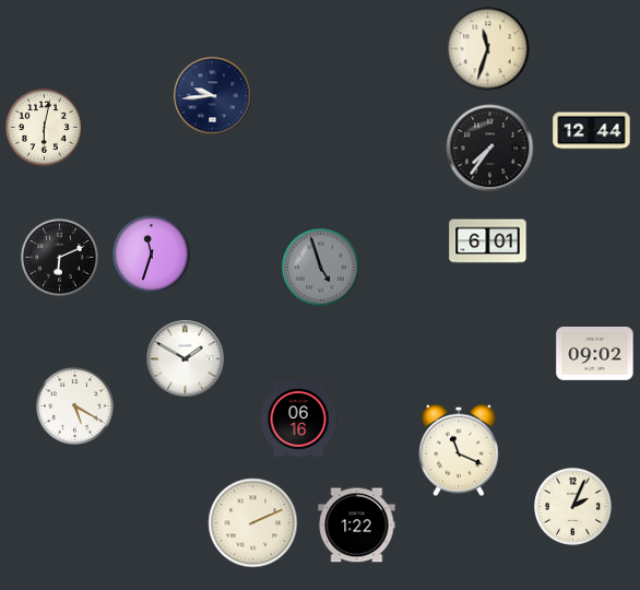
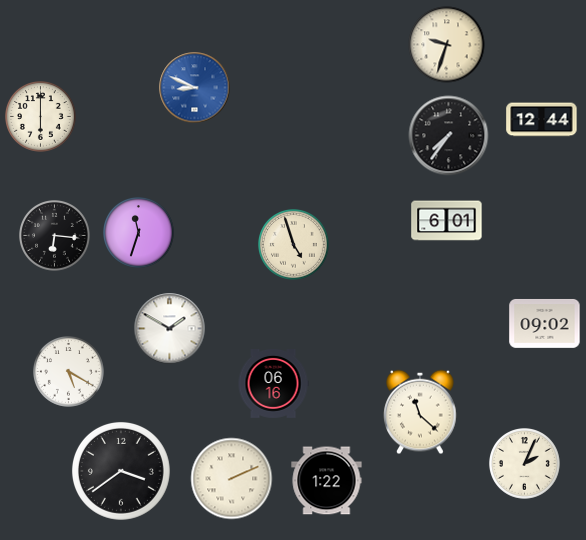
clock at (488, 49): 11:33 -> 9:33
clock at (213, 96): 9:44 -> 8:49
clock at (213, 96) dial: navy -> blue
clock at (45, 128): 6:02 -> 6:00
clock at (60, 258): 6:11 -> 6:16
clock at (321, 268) dial: grey -> cream
clock at (459, 450): 11:19 -> 11:22
clock at (121, 471): none -> 3:39
